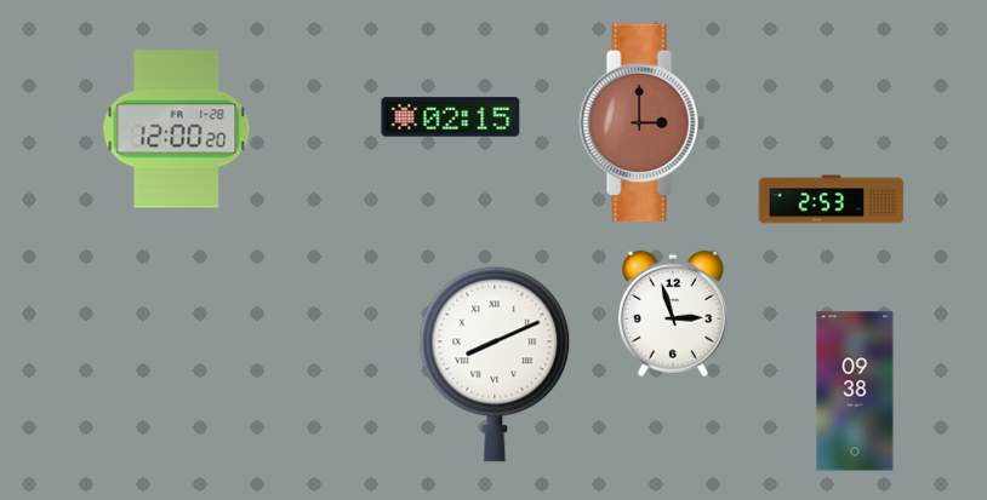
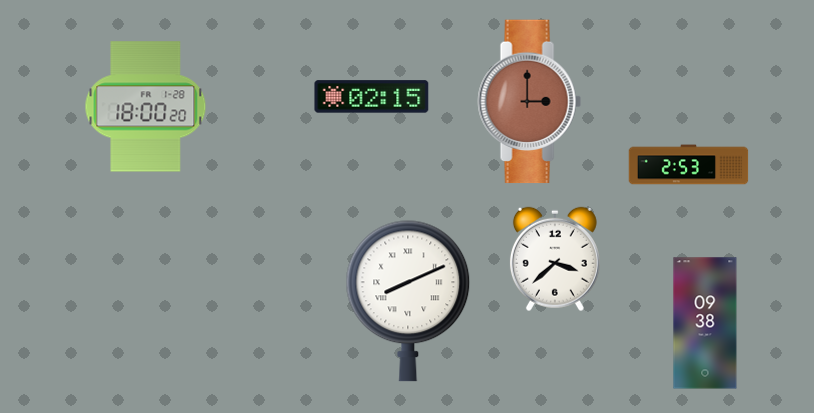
clock at (177, 130): 12:00 -> 18:00
clock at (832, 200) position: (832, 200) -> (689, 165)
clock at (673, 314): 2:57 -> 3:38
